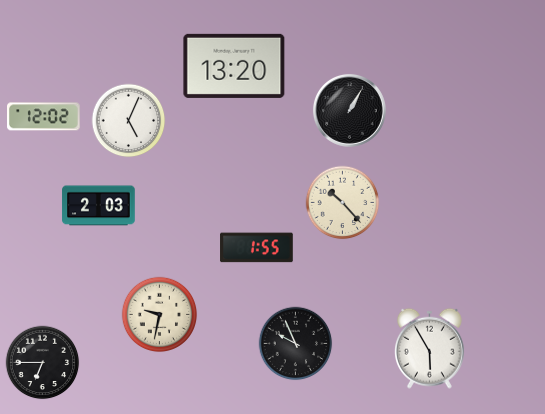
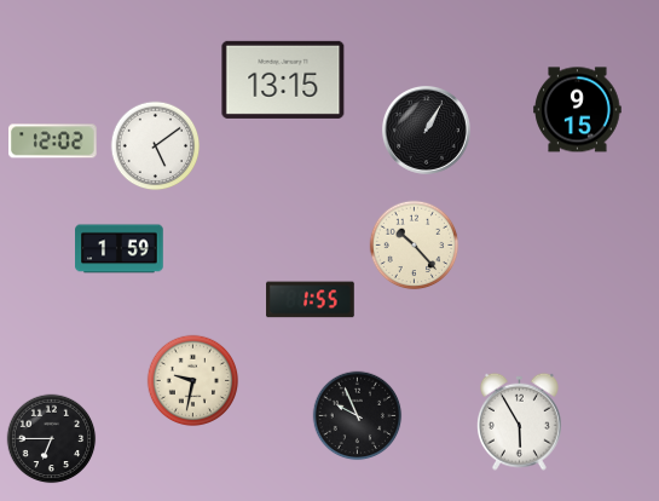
clock at (234, 66): 13:20 -> 13:15
clock at (578, 110): none -> 9:15
clock at (349, 110) position: (349, 110) -> (426, 129)
clock at (129, 121): 5:04 -> 5:09
clock at (99, 206): 2:03 -> 1:59
